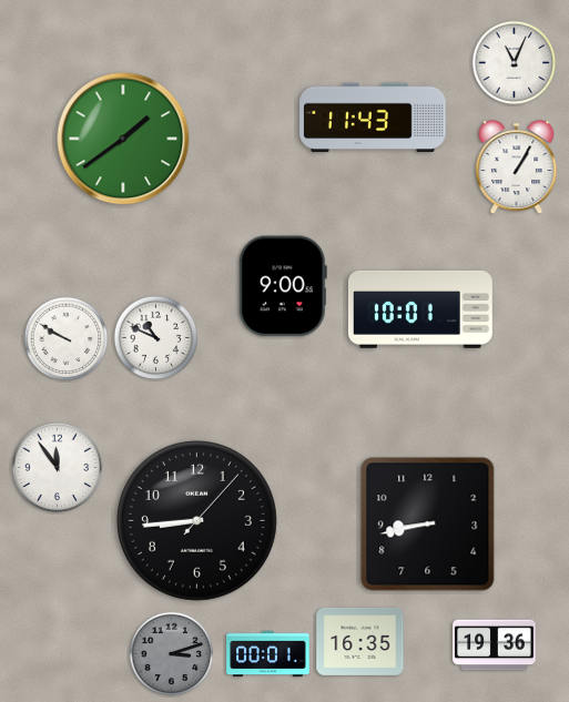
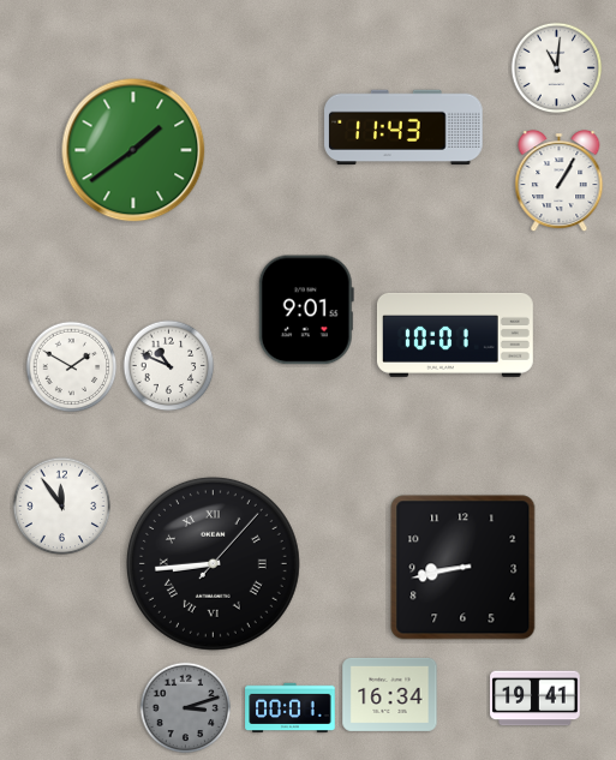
clock at (515, 63): 11:04 -> 11:01
clock at (283, 286): 9:00 -> 9:01
clock at (67, 339): 9:50 -> 1:50
clock at (196, 520) numerals: Arabic -> Roman
clock at (360, 641): 16:35 -> 16:34
clock at (495, 645): 19:36 -> 19:41
